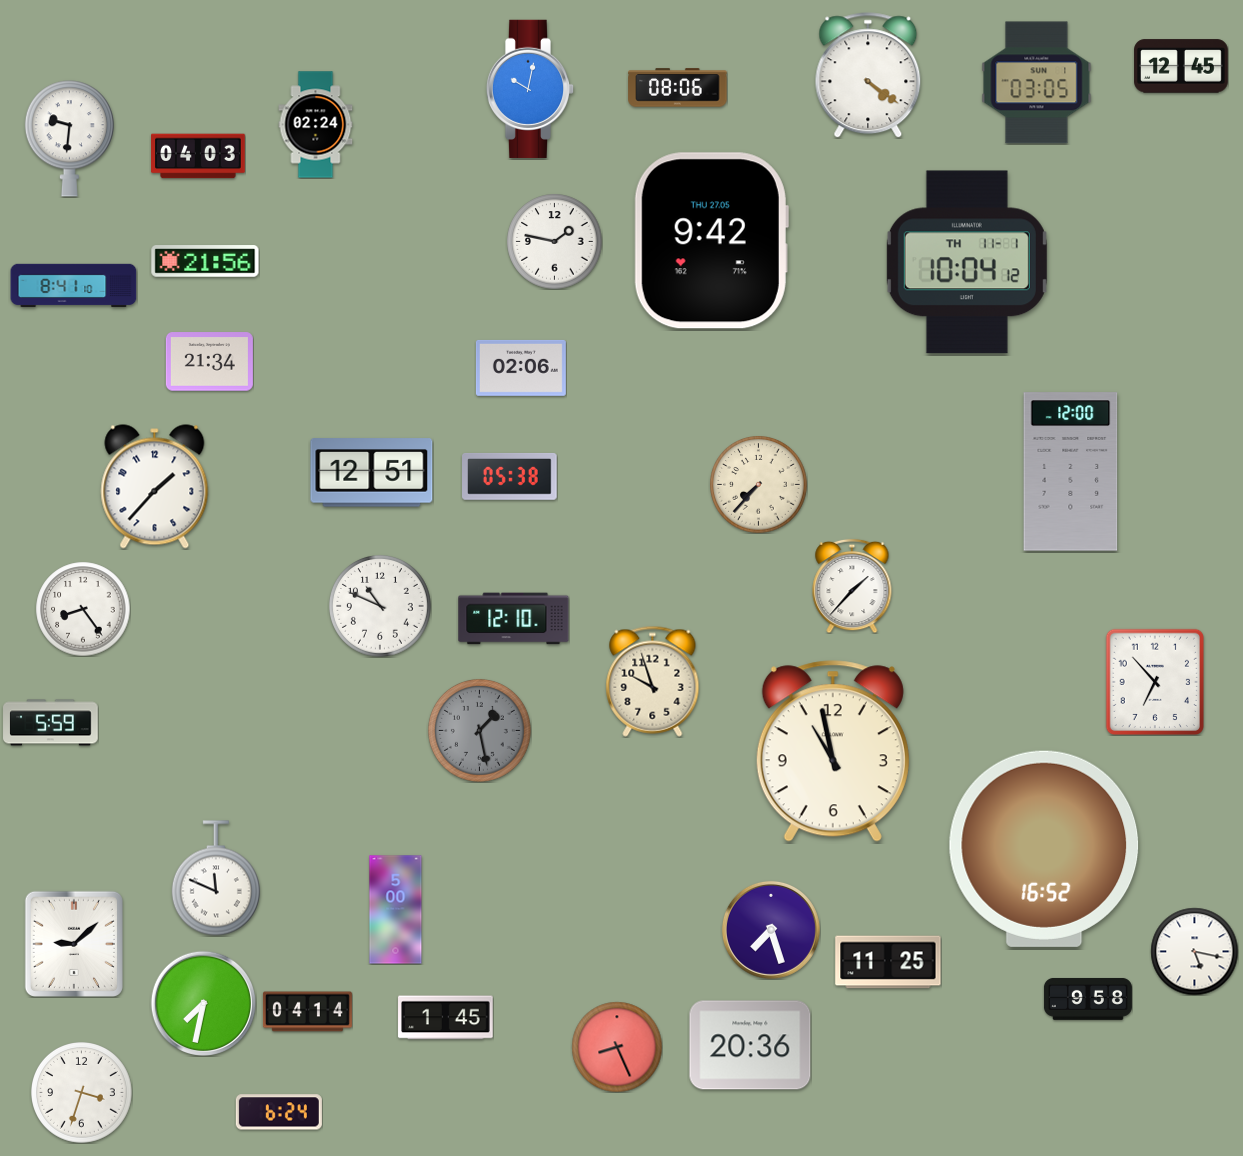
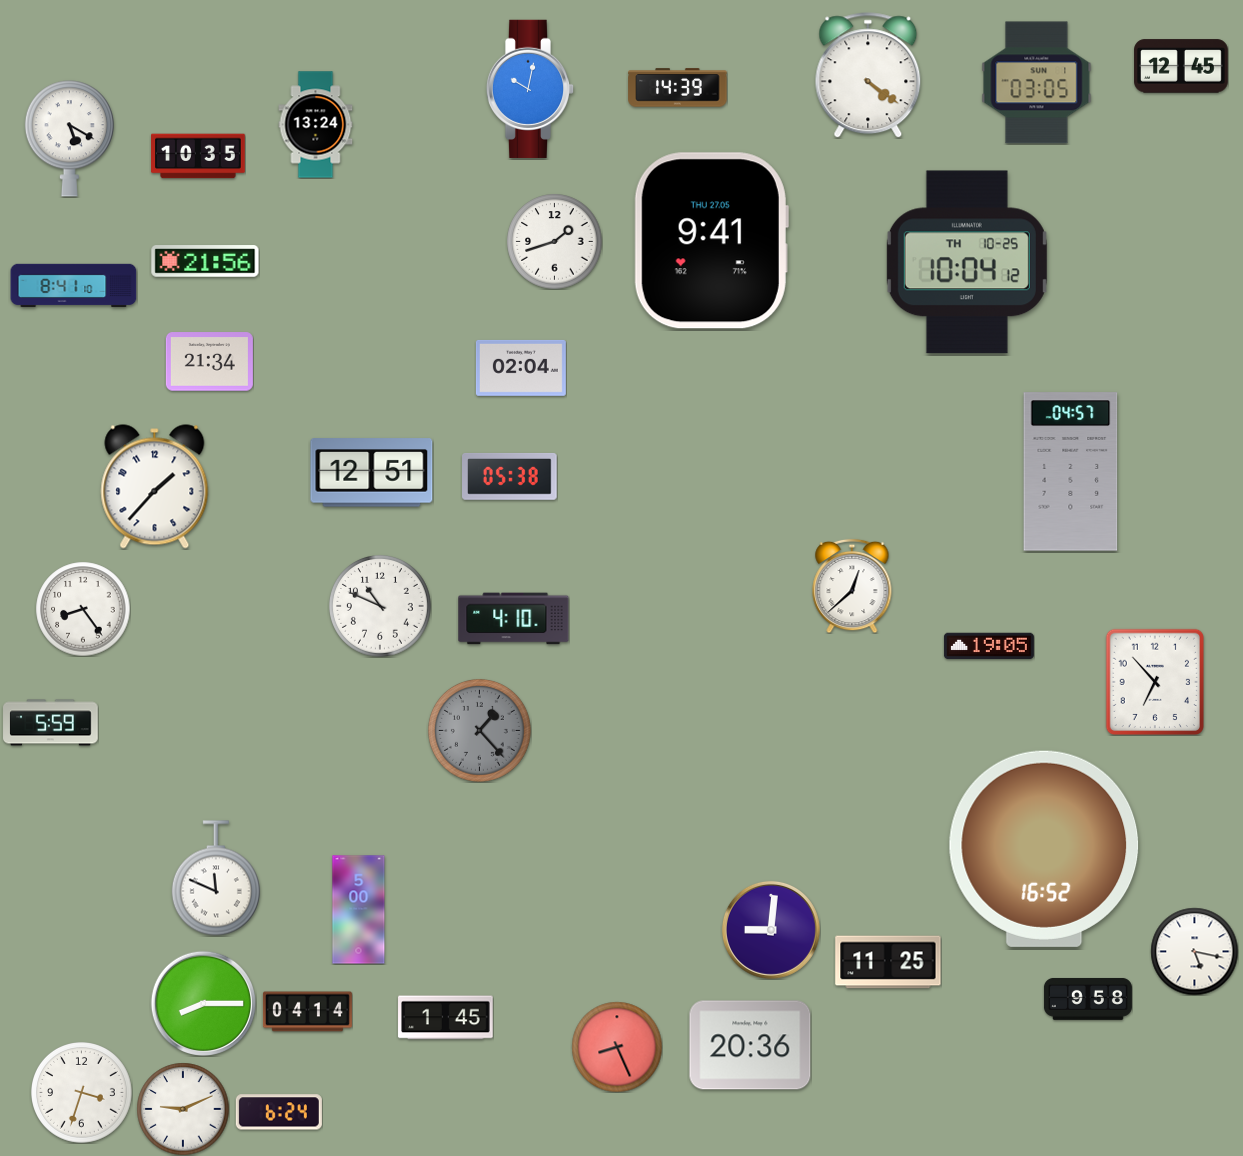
clock at (678, 88): 08:06 -> 14:39
clock at (316, 125): 02:24 -> 13:24
clock at (69, 139): 9:31 -> 5:20
clock at (198, 156): 04:03 -> 10:35
clock at (554, 241): 1:47 -> 1:42
clock at (711, 241): 9:42 -> 9:41
clock at (967, 262) date: TH 11-1 -> TH 10-25
clock at (521, 368): 02:06 -> 02:04
clock at (1071, 472): 12:00 -> 04:57
clock at (759, 485): 7:37 -> none
clock at (852, 586): 1:37 -> 12:38
clock at (514, 619): 12:10 -> 4:10
clock at (989, 646): none -> 19:05
clock at (653, 681): 9:57 -> none
clock at (479, 730): 1:28 -> 1:23
clock at (833, 751): 10:58 -> none
clock at (396, 910) position: (396, 910) -> (359, 910)
clock at (771, 930): 7:27 -> 9:01
clock at (74, 944): 9:08 -> none
clock at (203, 1003): 7:32 -> 8:15
clock at (183, 1109): none -> 9:11
